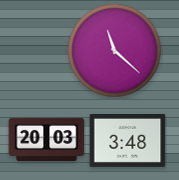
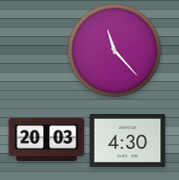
clock at (115, 51): 11:22 -> 11:23
clock at (128, 140): 3:48 -> 4:30
